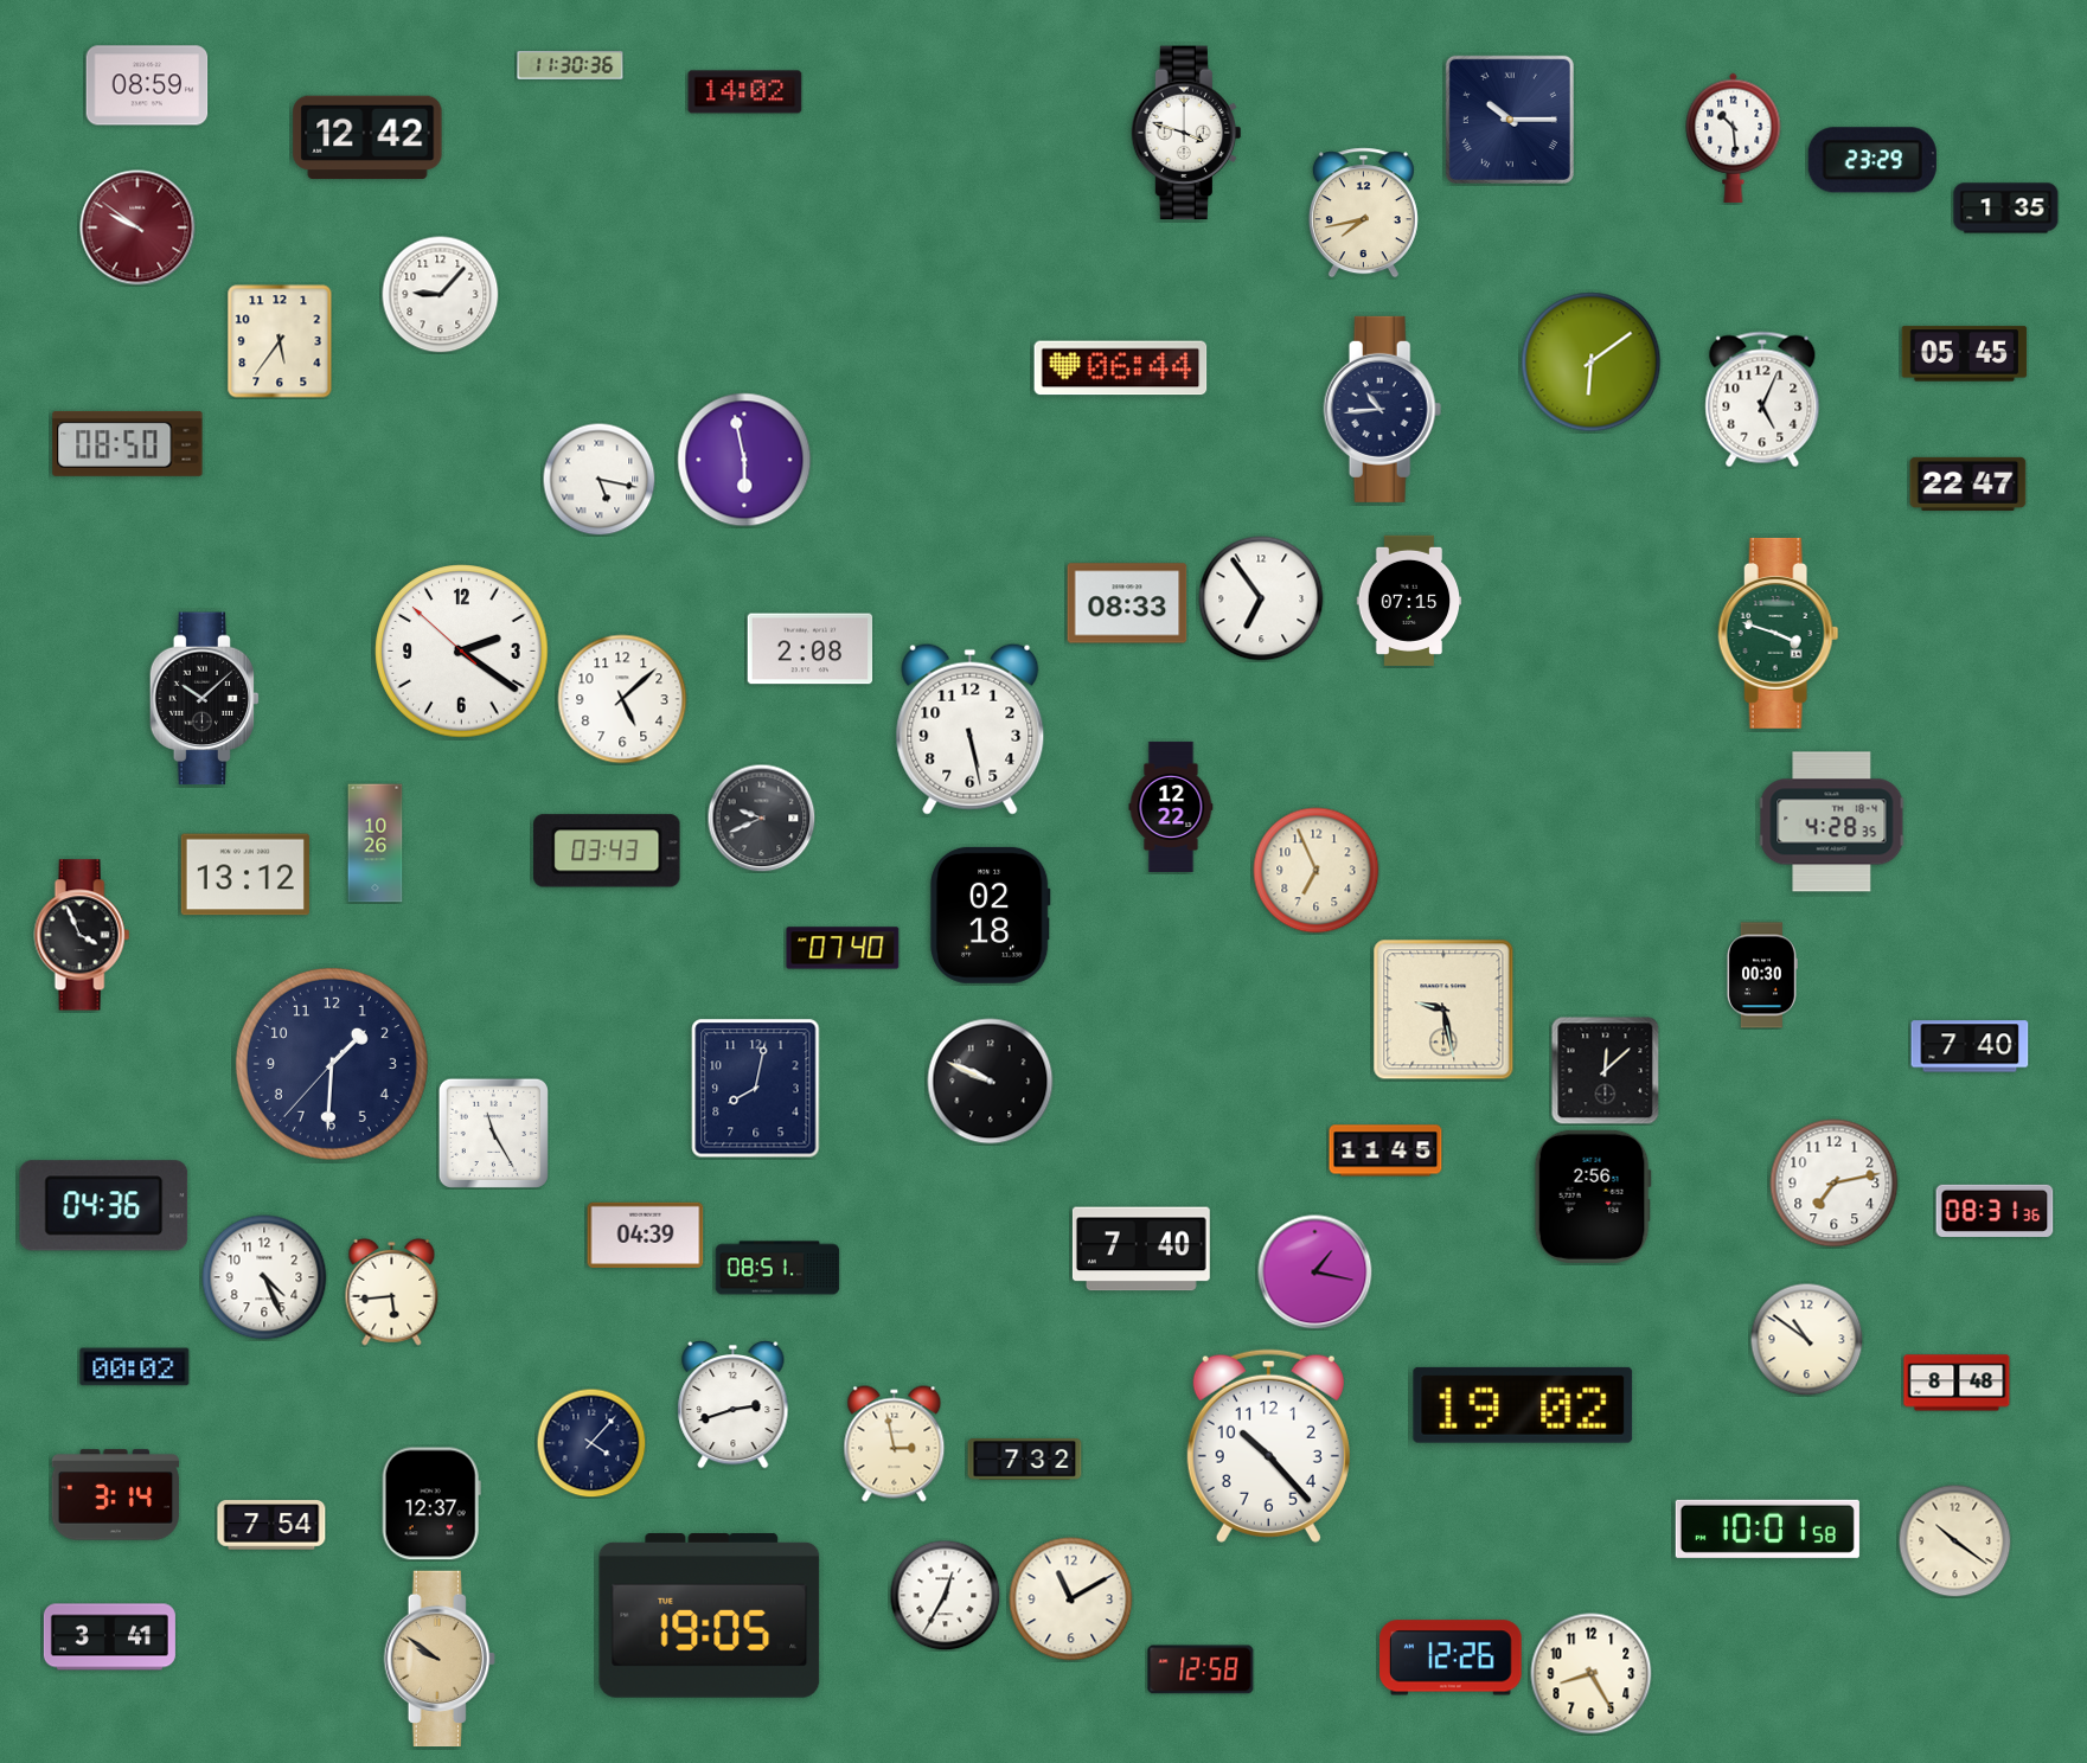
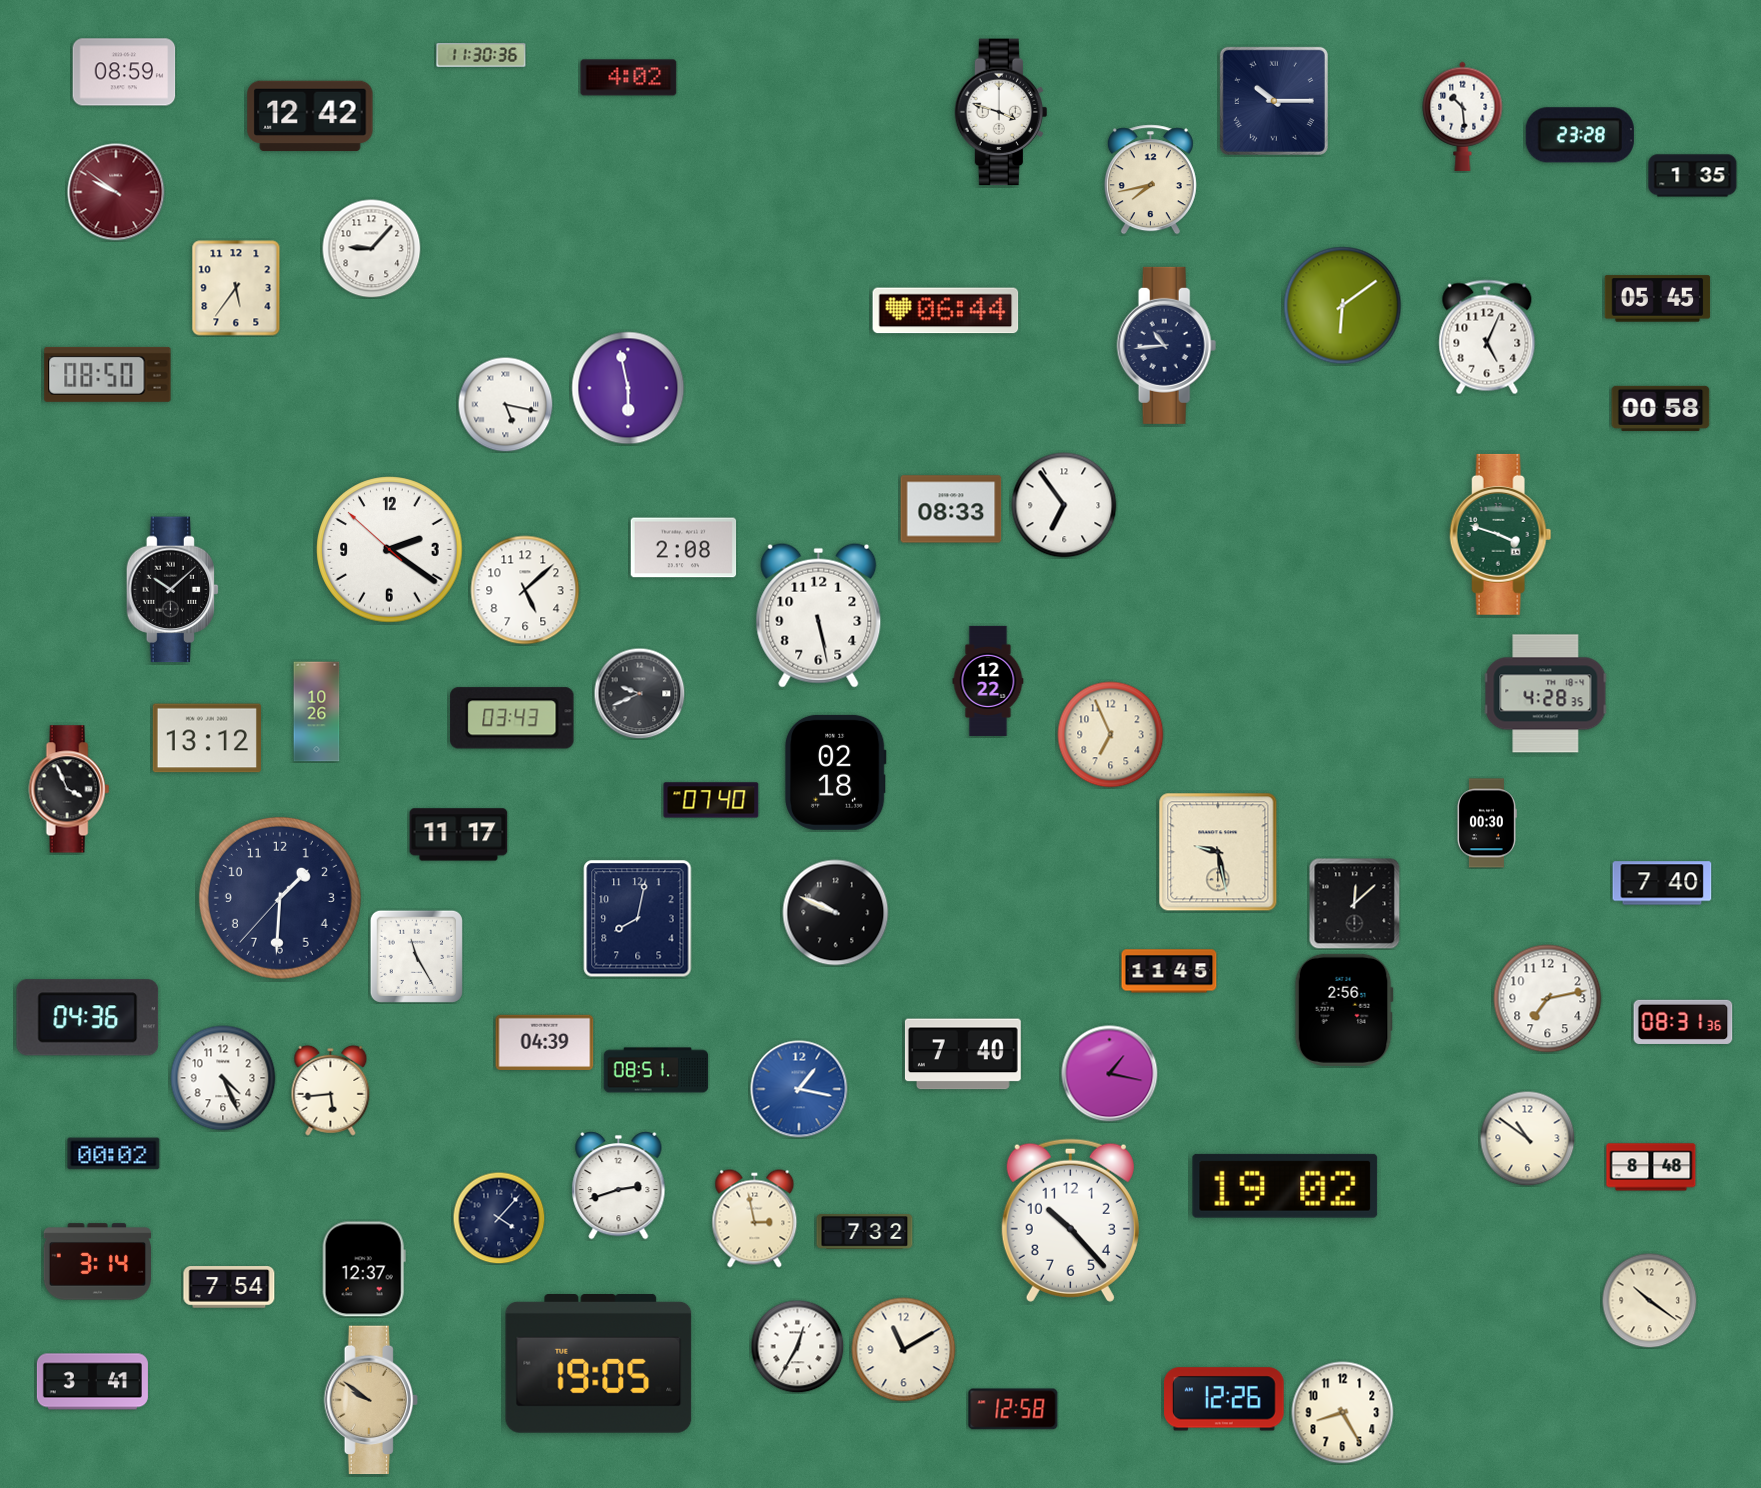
clock at (745, 92): 14:02 -> 4:02
clock at (1872, 160): 23:29 -> 23:28
clock at (1968, 483): 22:47 -> 00:58
clock at (1409, 601): 07:15 -> none
clock at (761, 818) position: (761, 818) -> (639, 693)
clock at (459, 835): none -> 11:17
clock at (799, 1089): none -> 1:17
clock at (1806, 1339) position: (1806, 1339) -> (1527, 1138)
clock at (1767, 1528): 10:01 -> none
